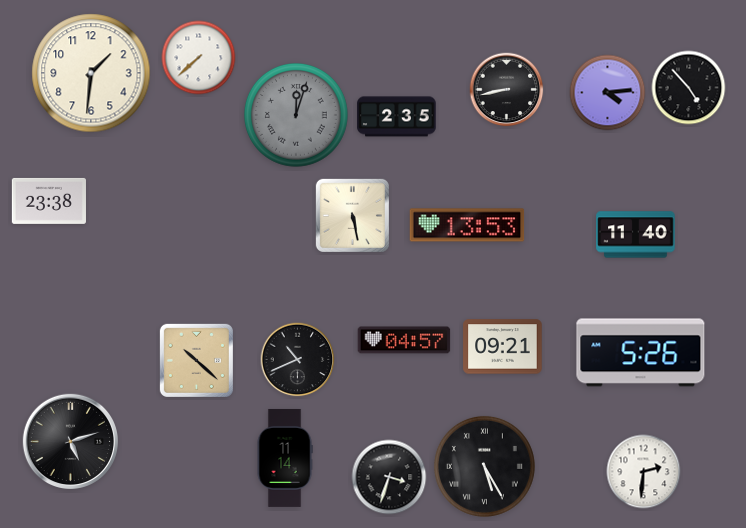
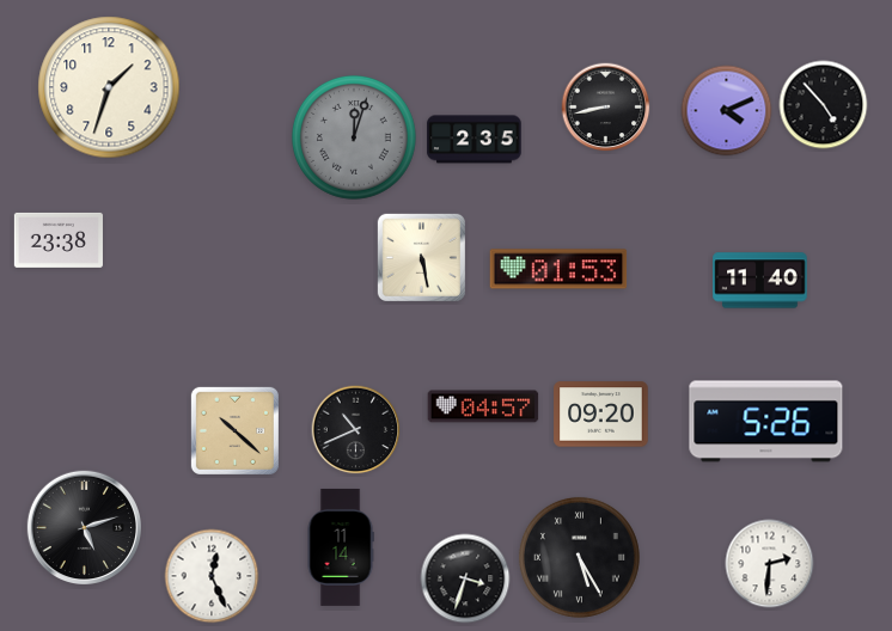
clock at (199, 58): 7:38 -> none
clock at (91, 73): 1:31 -> 1:33
clock at (608, 93): 4:14 -> 4:11
clock at (467, 225): 13:53 -> 01:53
clock at (503, 347): 09:21 -> 09:20
clock at (389, 477) position: (389, 477) -> (465, 578)
clock at (212, 576): none -> 12:26
